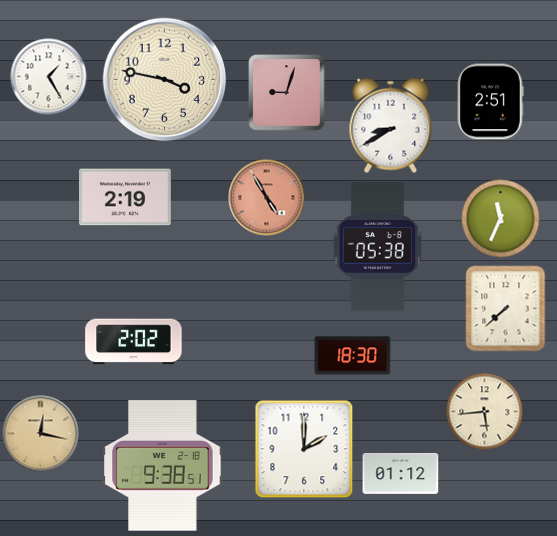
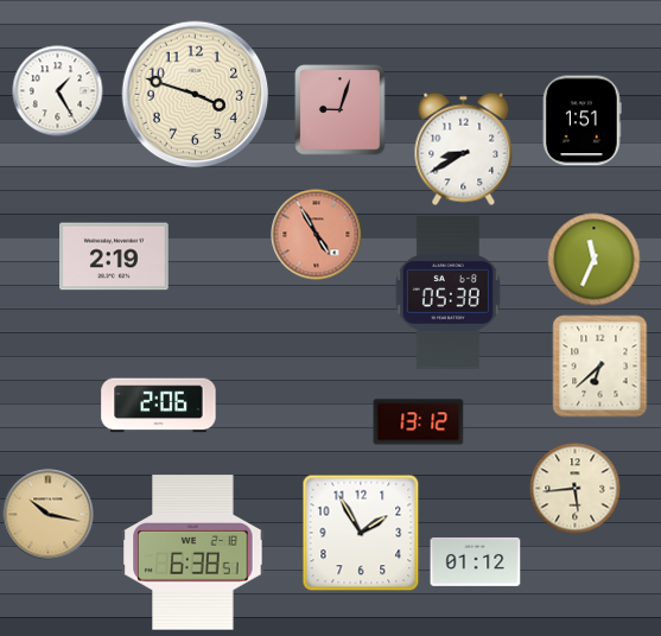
clock at (165, 80): 3:47 -> 3:48
clock at (491, 102): 2:51 -> 1:51
clock at (126, 197) position: (126, 197) -> (115, 256)
clock at (506, 309): 7:38 -> 6:38
clock at (134, 342): 2:02 -> 2:06
clock at (353, 356): 18:30 -> 13:12
clock at (41, 434): 12:17 -> 10:17
clock at (304, 449): 2:00 -> 1:55
clock at (163, 466): 9:38 -> 6:38
